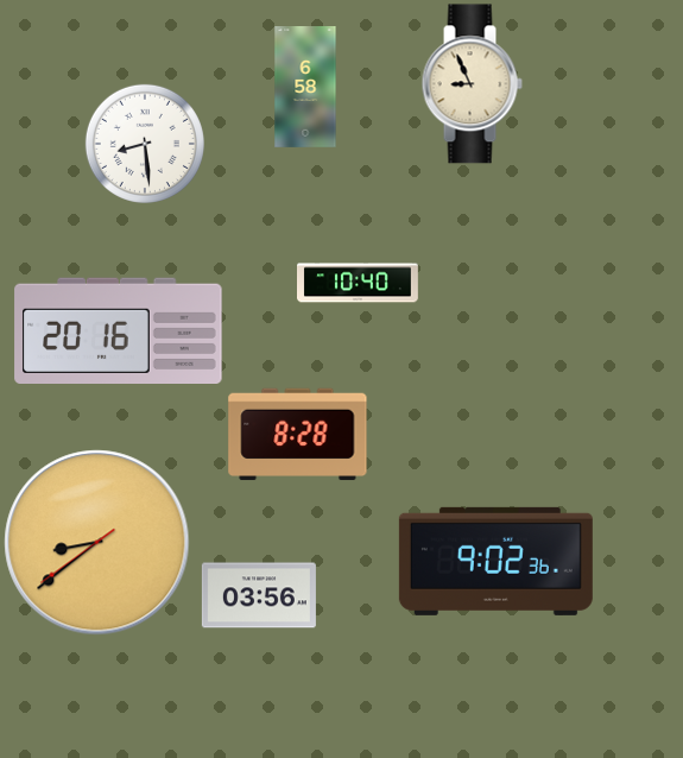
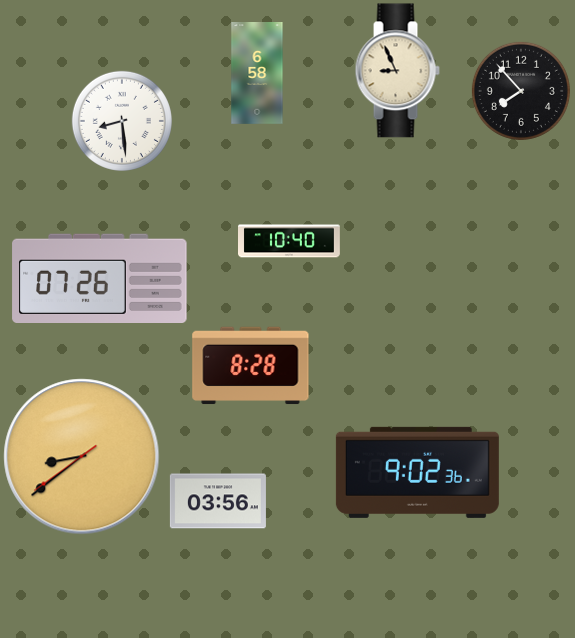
clock at (521, 91): none -> 7:53
clock at (359, 283) position: (359, 283) -> (290, 241)
clock at (119, 330): 20:16 -> 07:26
